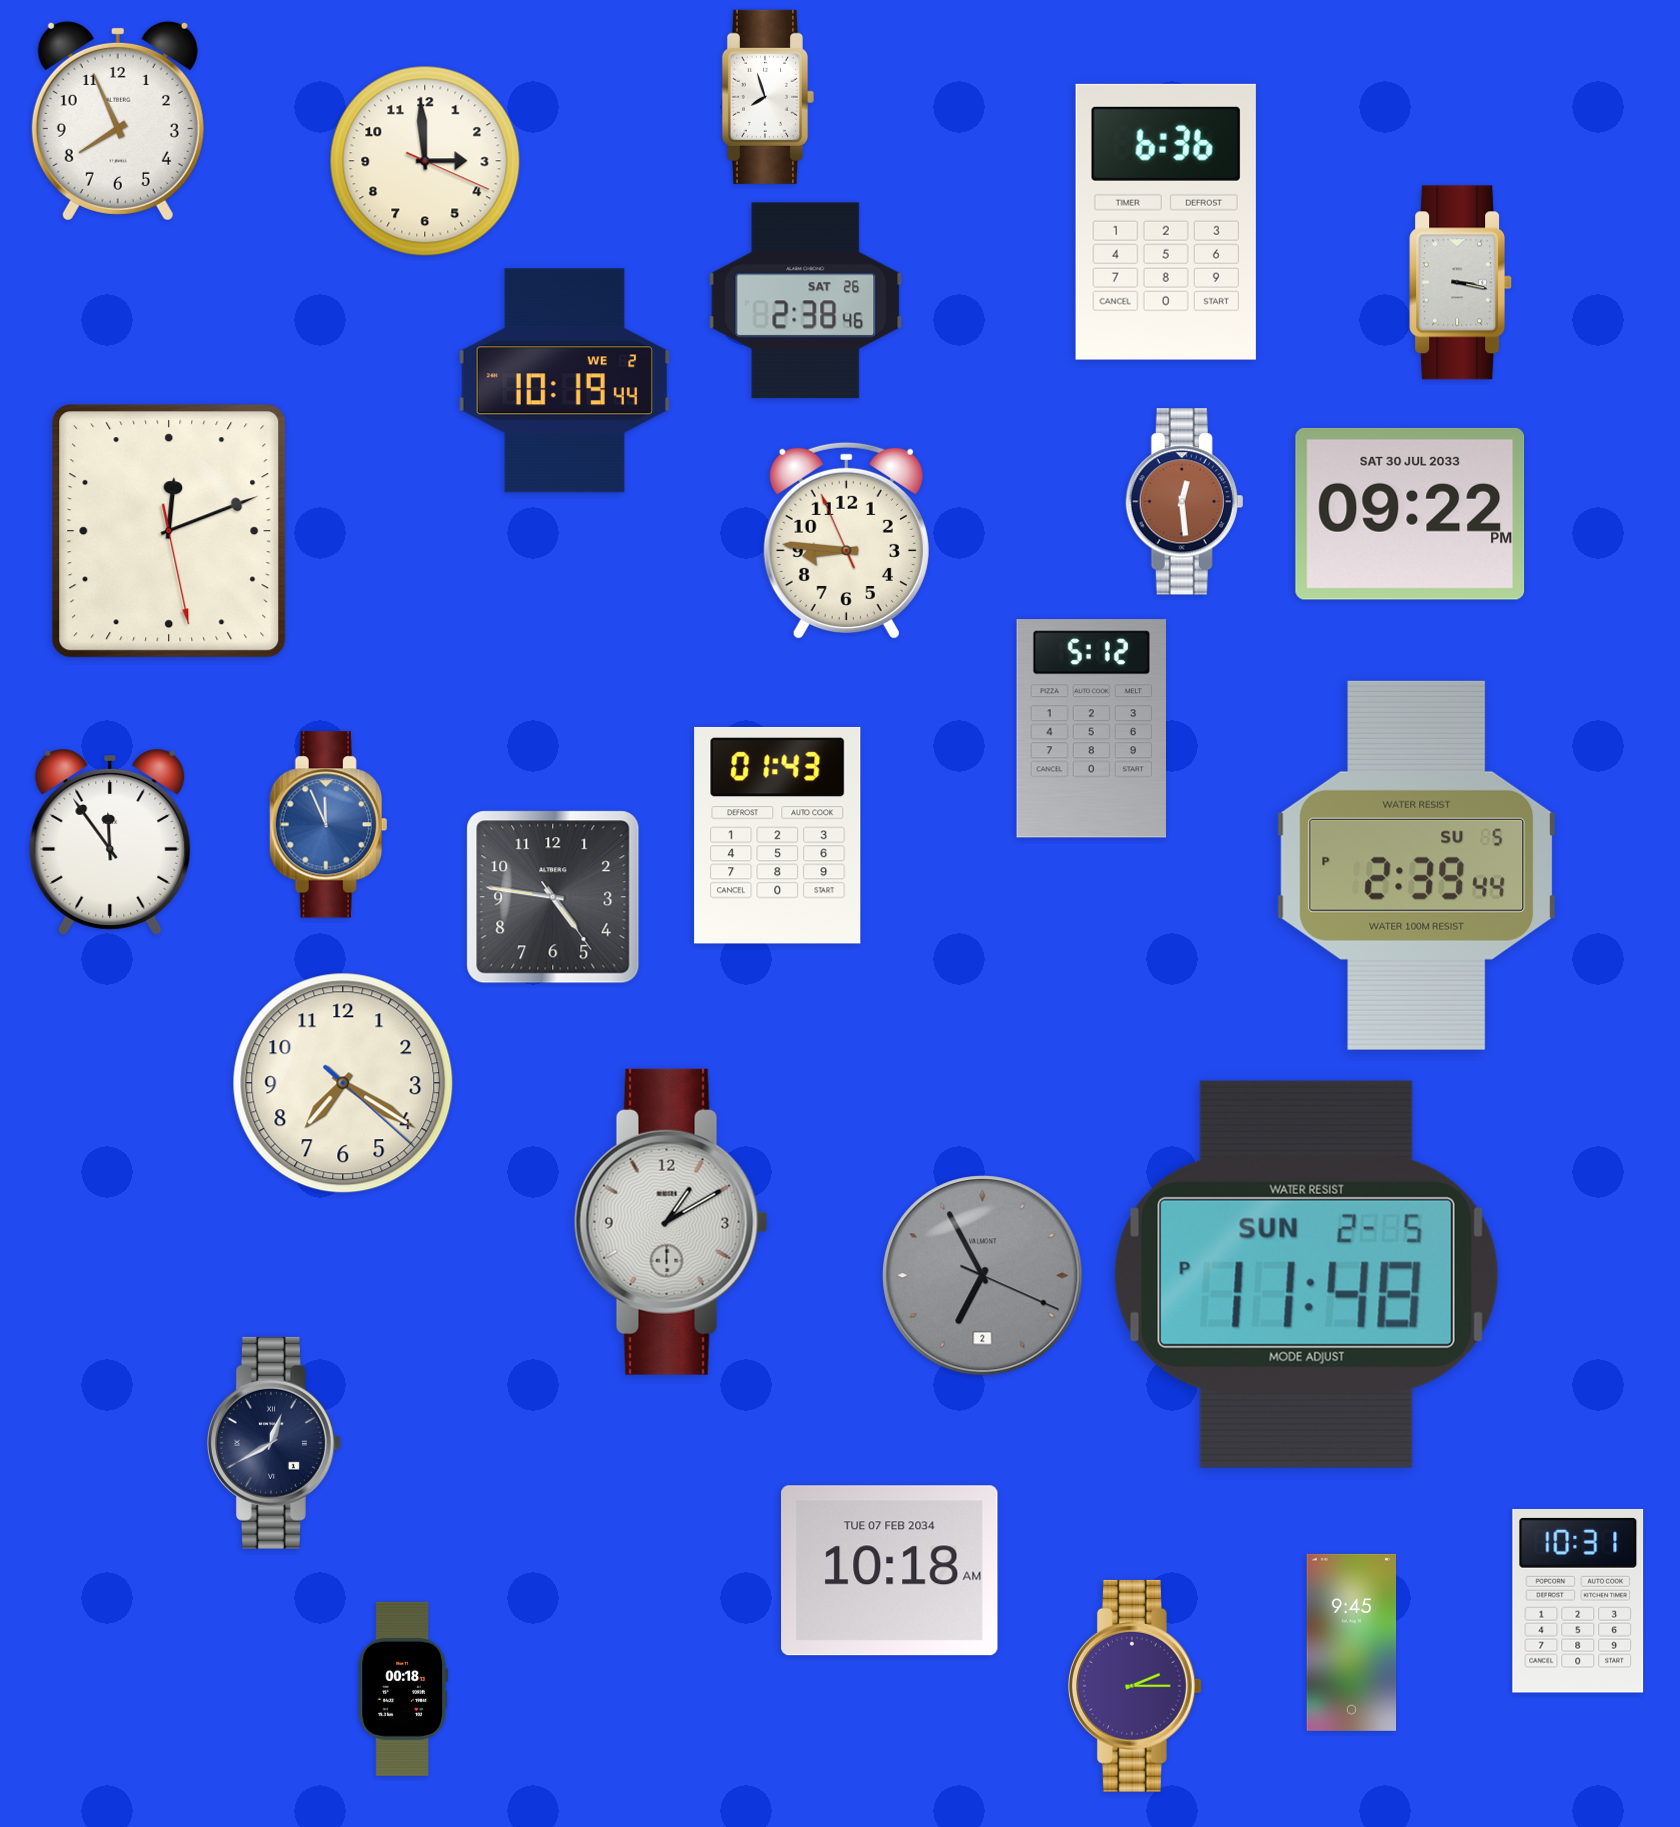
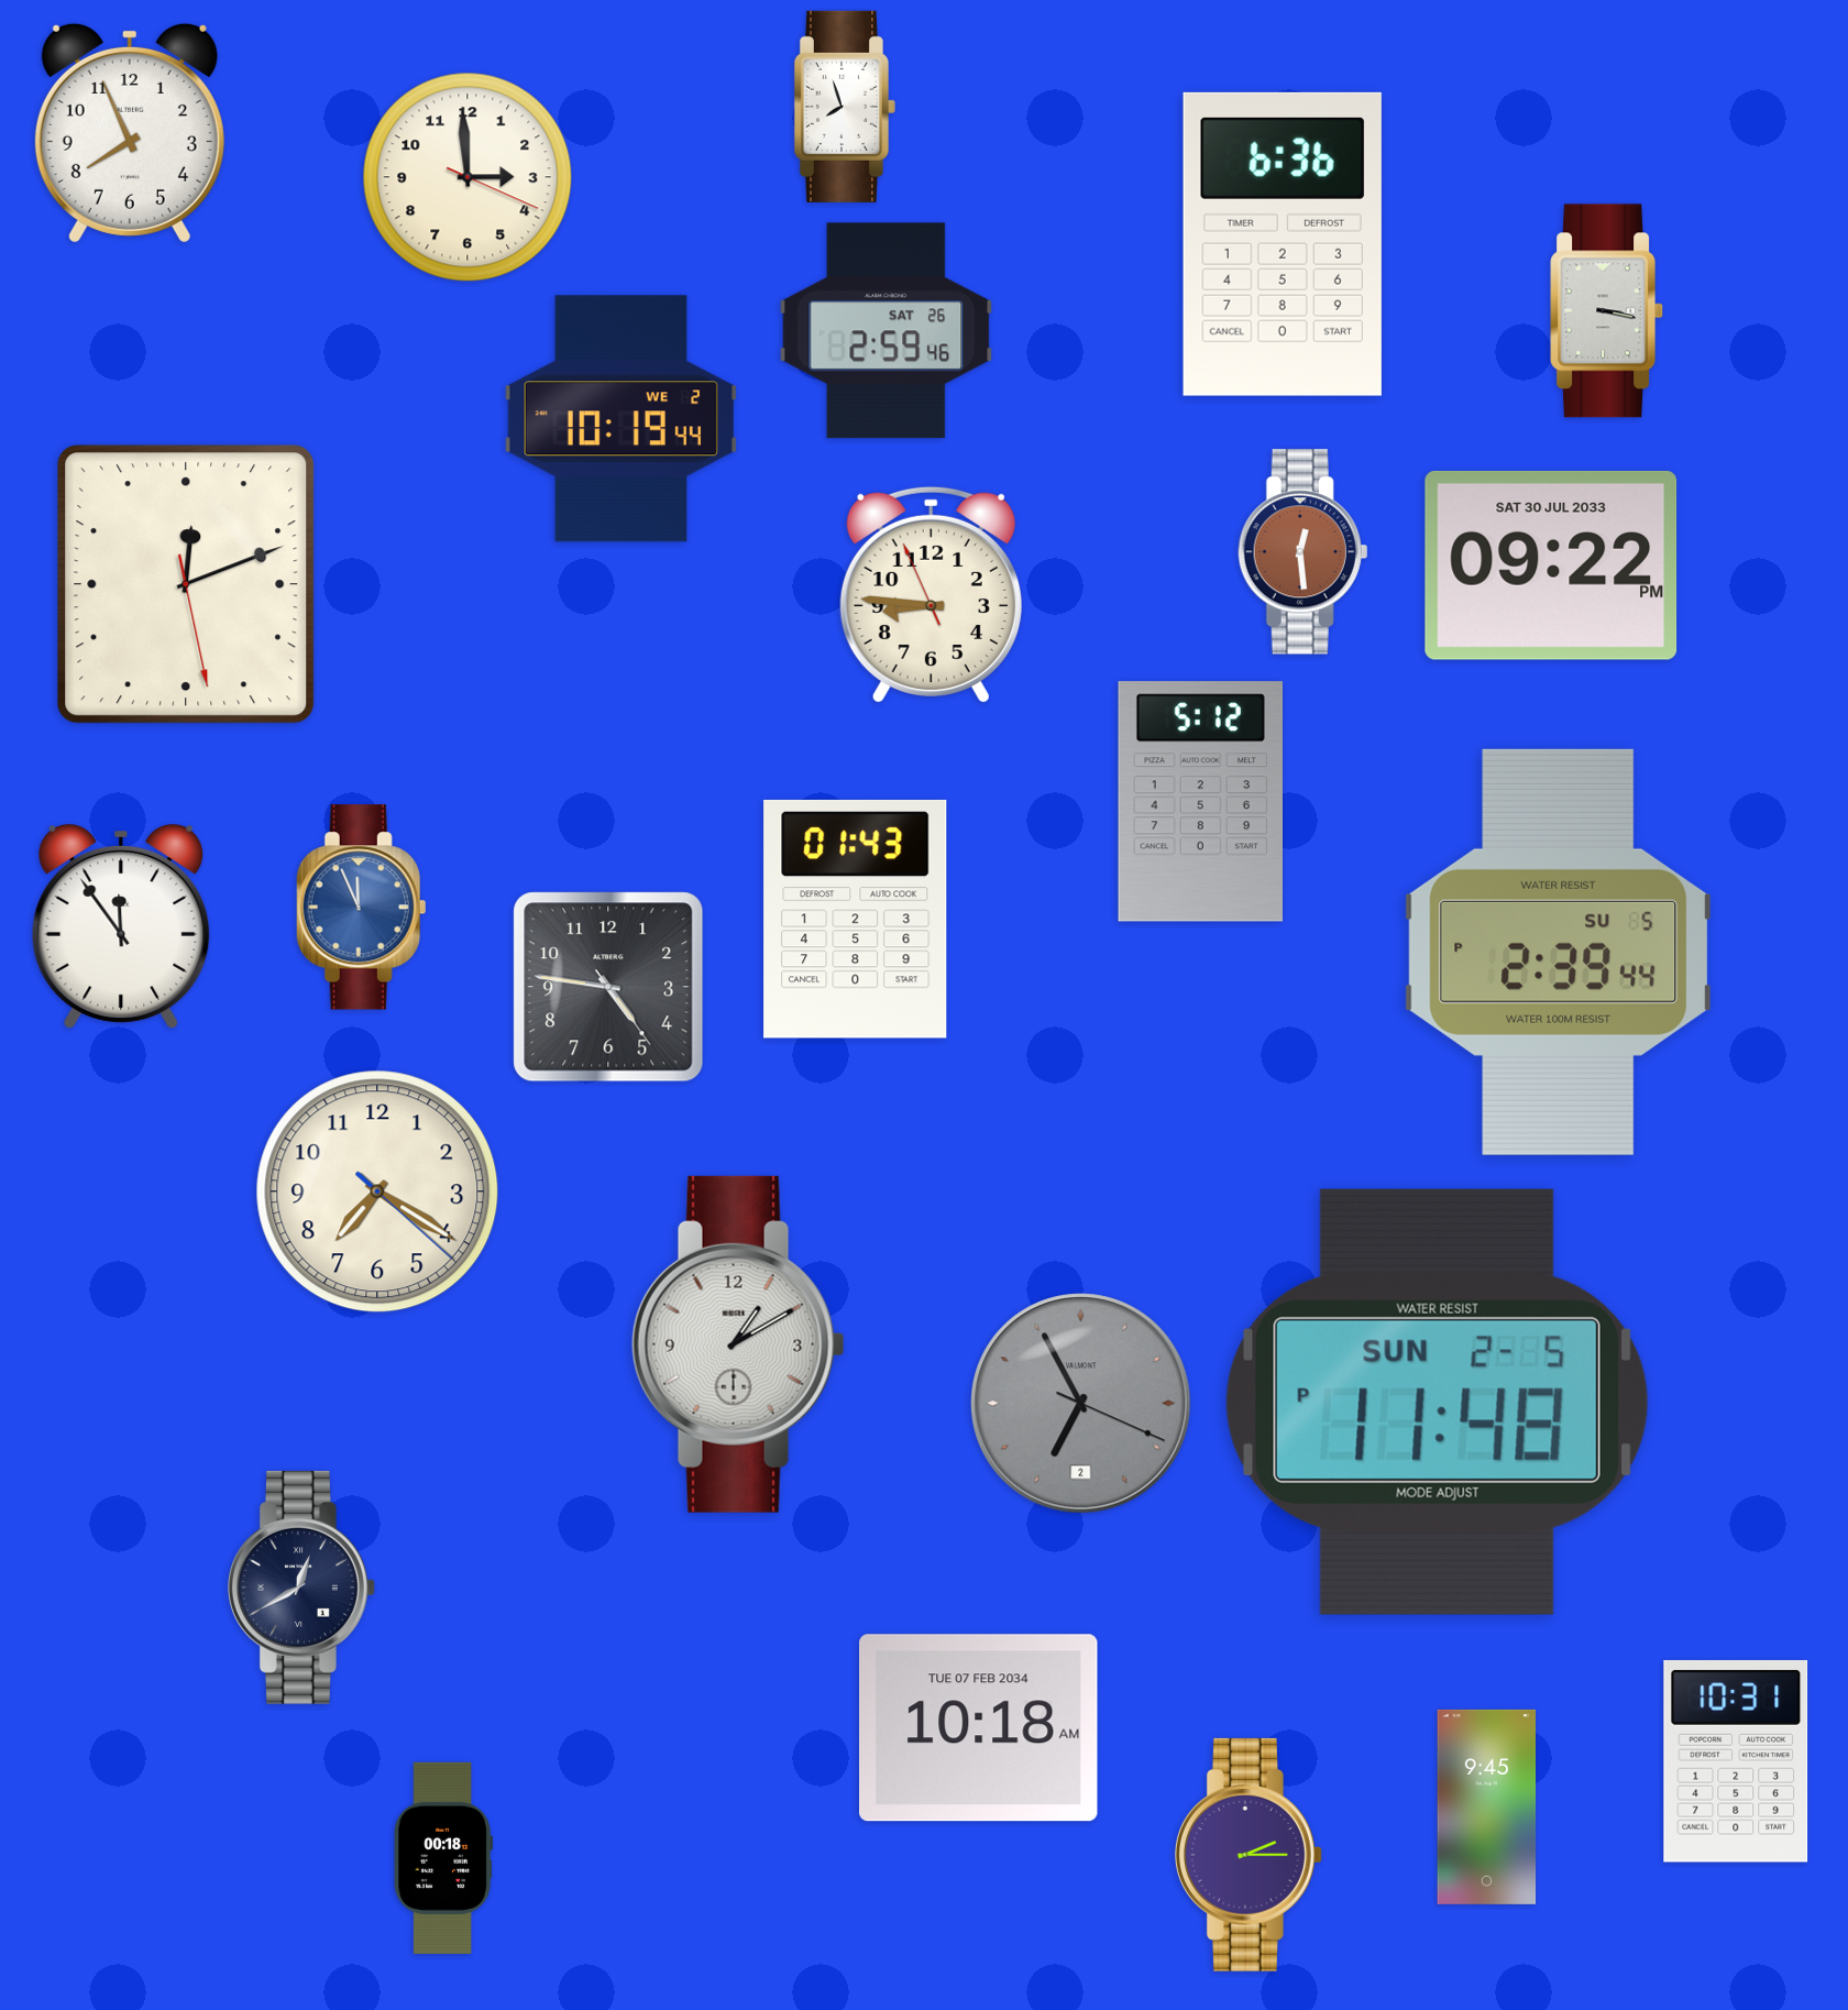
clock at (806, 301): 2:38 -> 2:59
